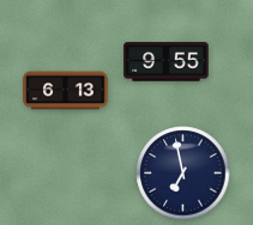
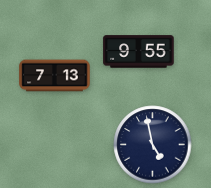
clock at (66, 91): 6:13 -> 7:13
clock at (183, 174): 6:58 -> 4:58
